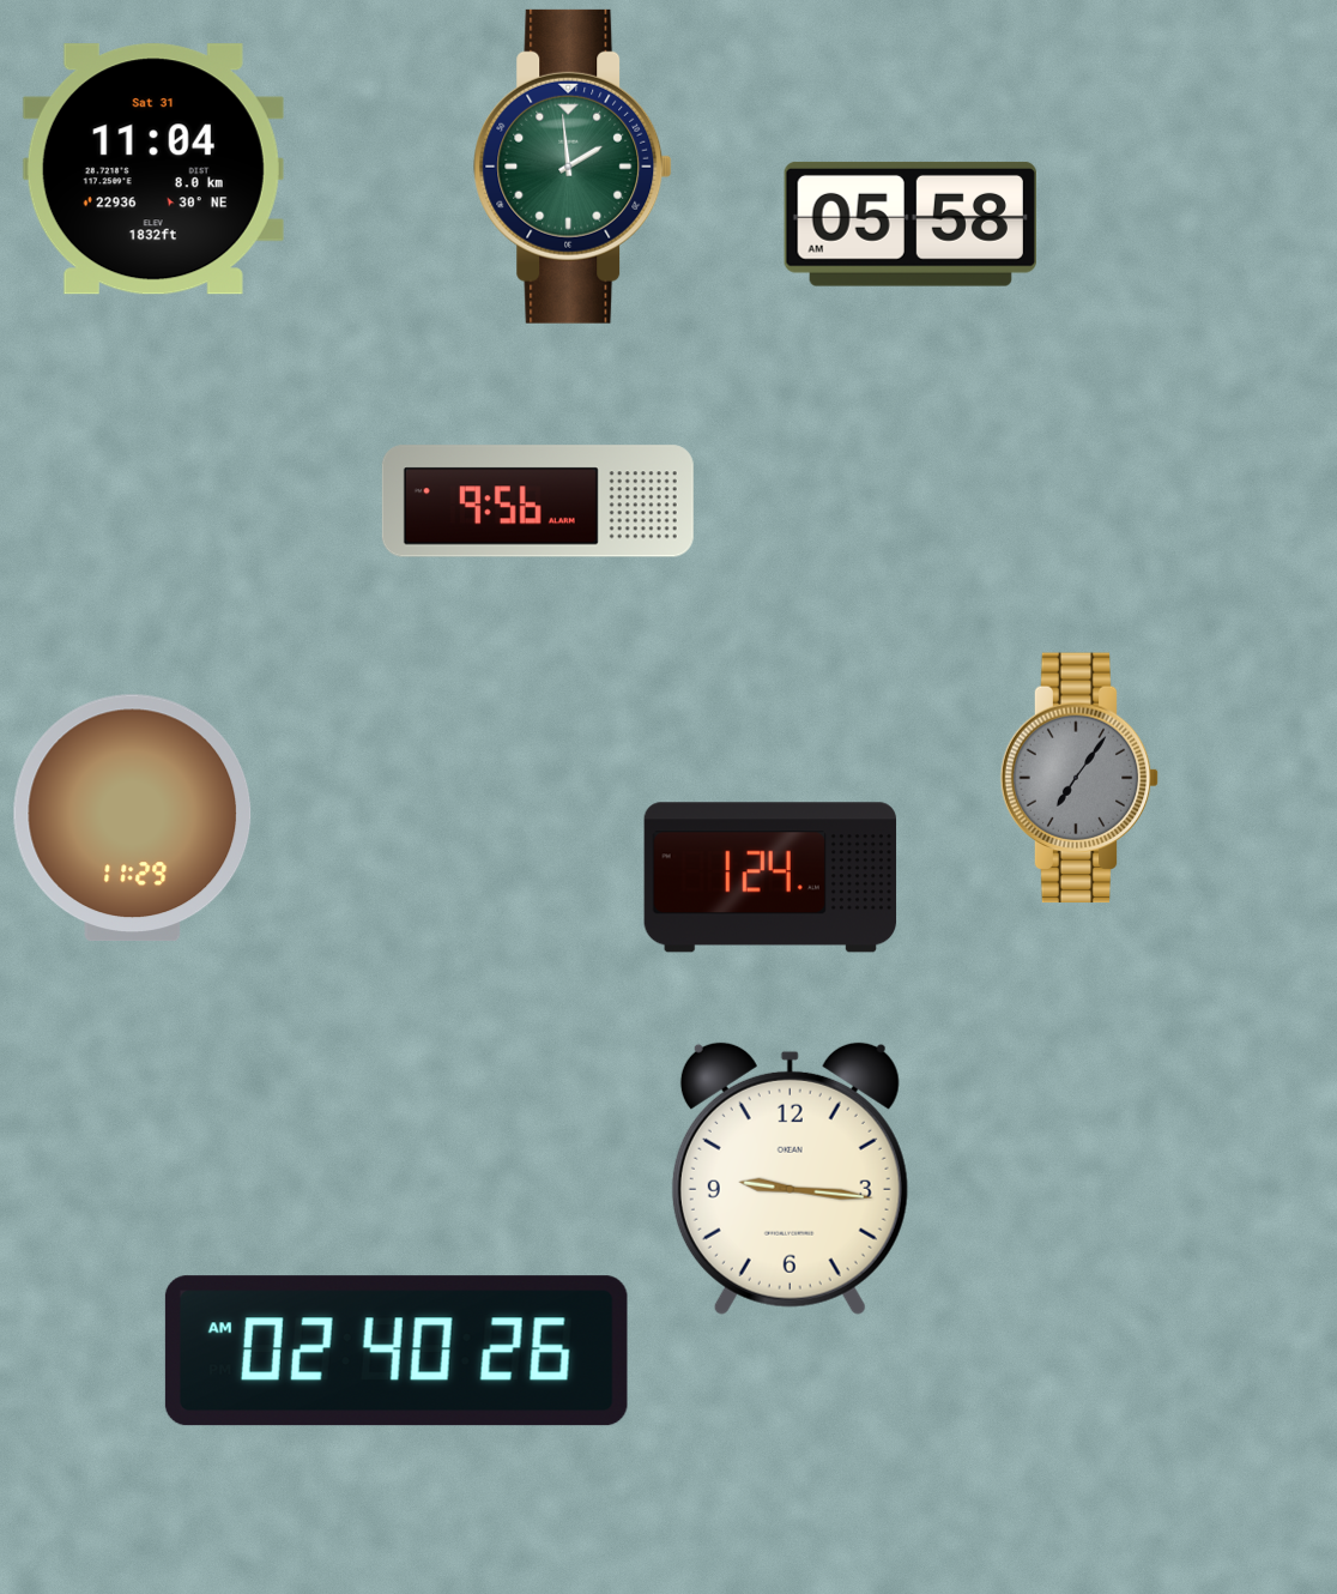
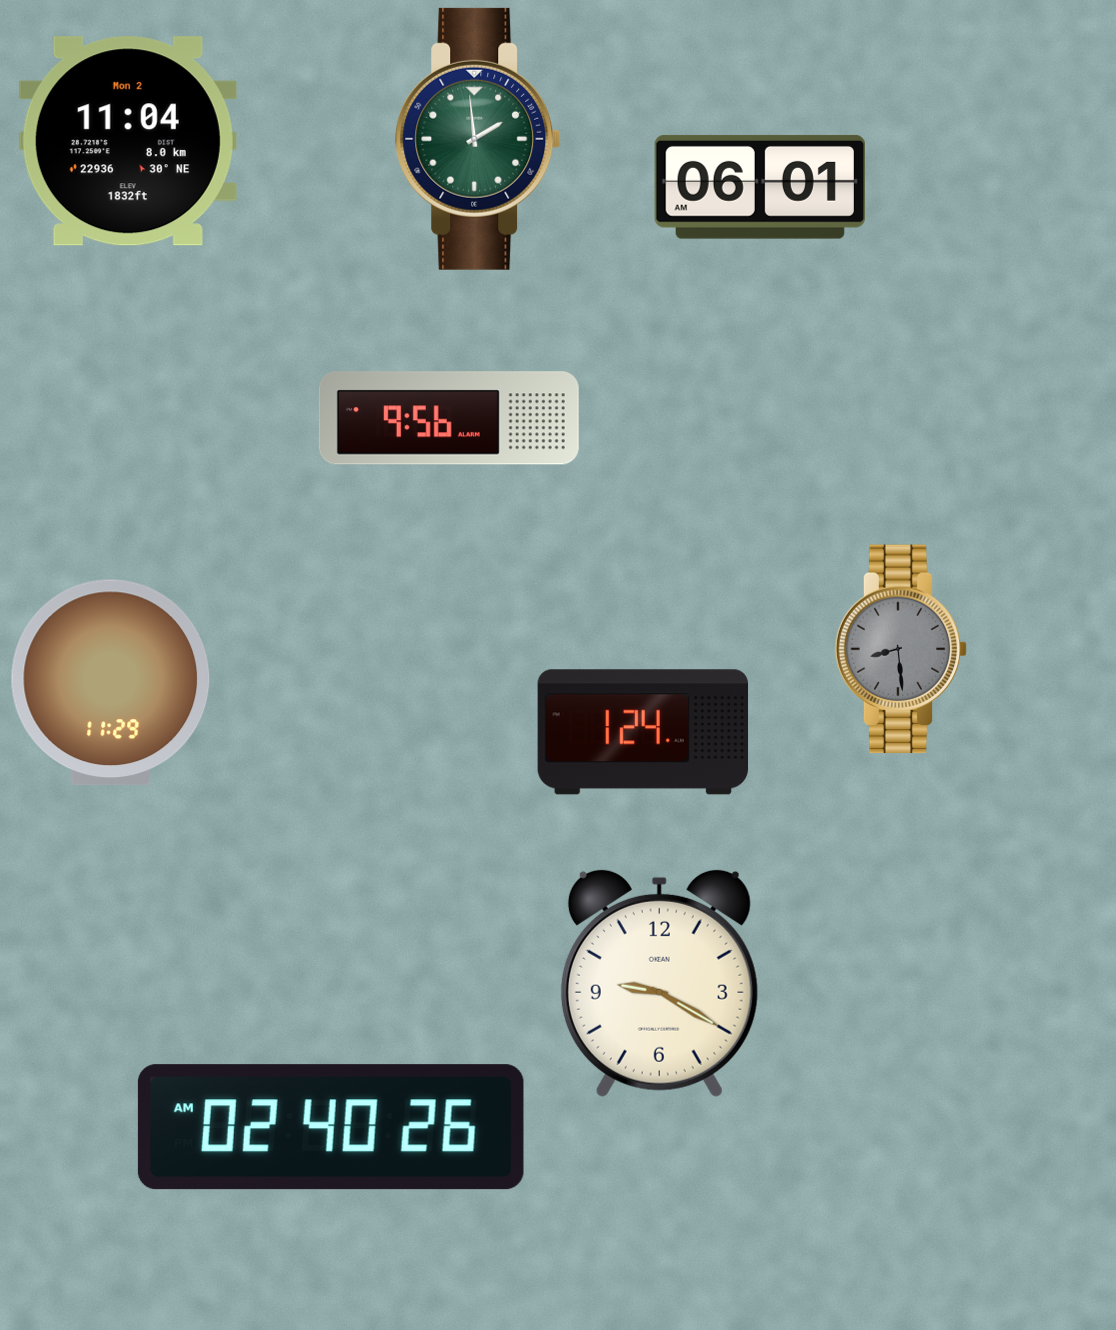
clock at (153, 169) date: Sat 31 -> Mon 2
clock at (911, 224): 05:58 -> 06:01
clock at (1079, 778): 7:06 -> 8:29
clock at (790, 1178): 9:16 -> 9:20
